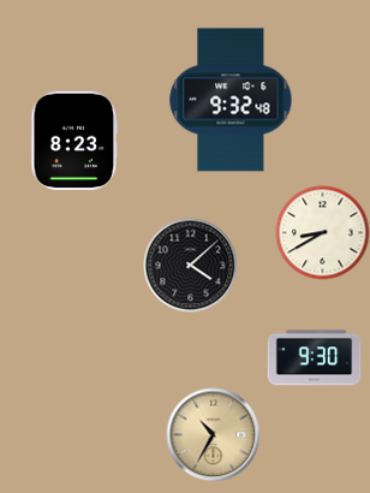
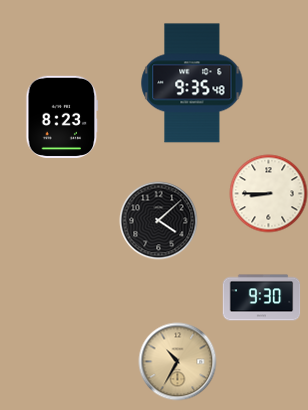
clock at (231, 100): 9:32 -> 9:35
clock at (322, 232): 8:40 -> 8:45
